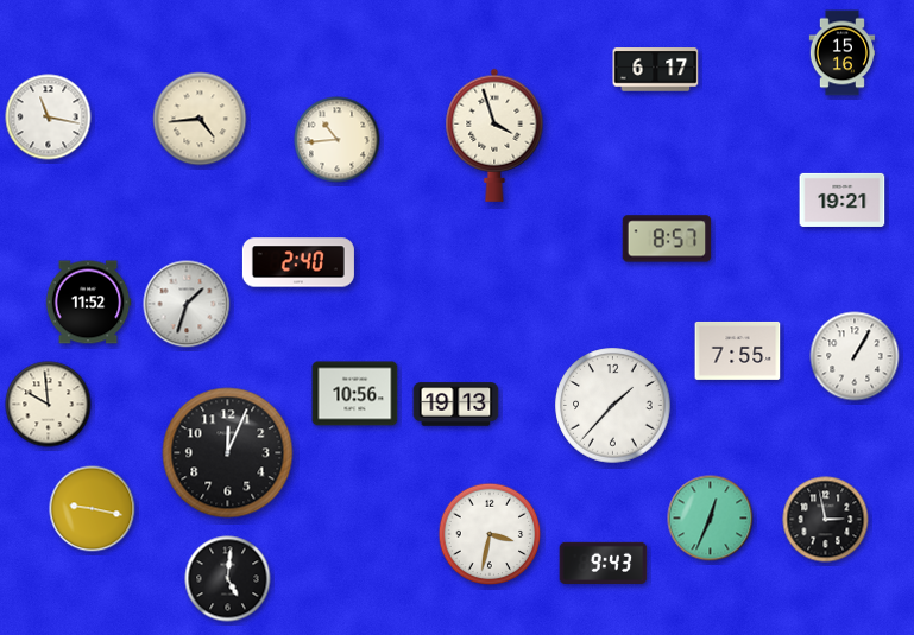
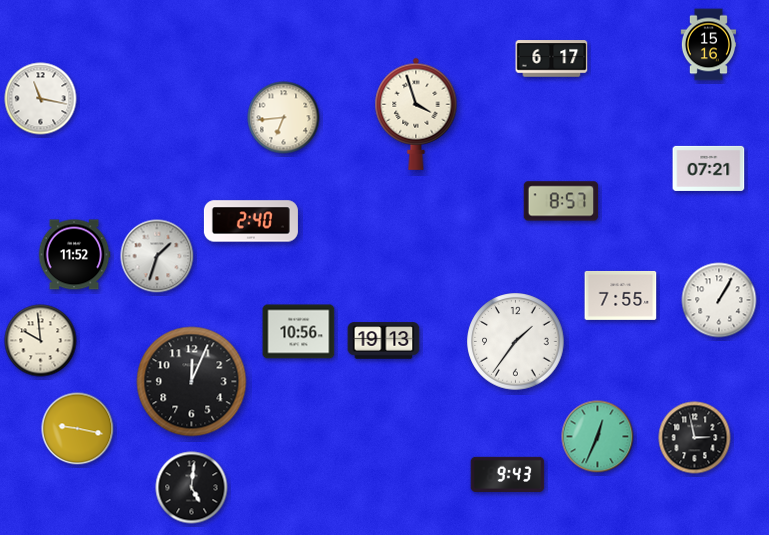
clock at (200, 119): 4:44 -> none
clock at (338, 140): 10:44 -> 6:44
clock at (843, 199): 19:21 -> 07:21
clock at (613, 406): 1:37 -> 1:36
clock at (490, 534): 3:32 -> none
